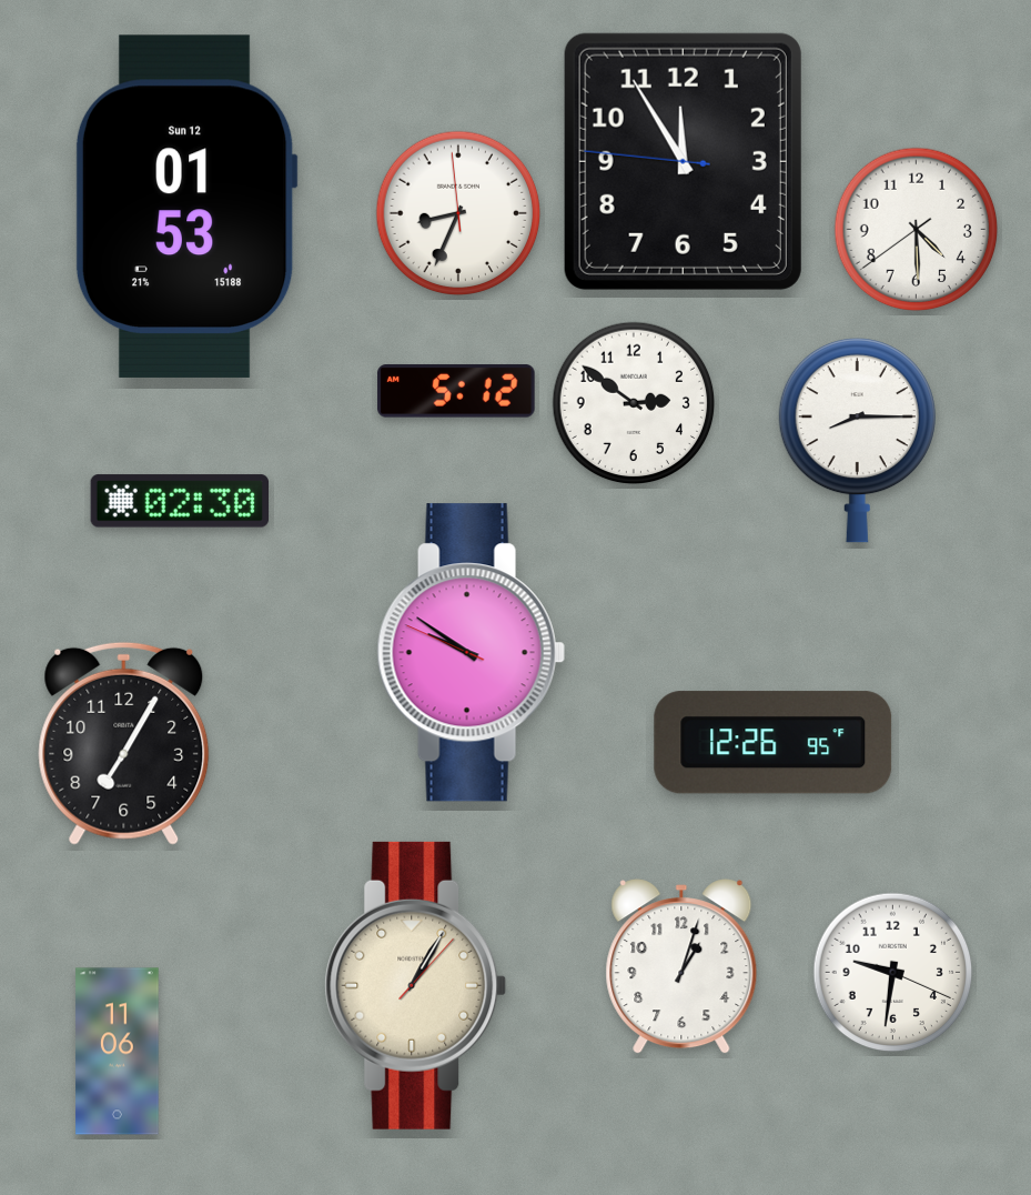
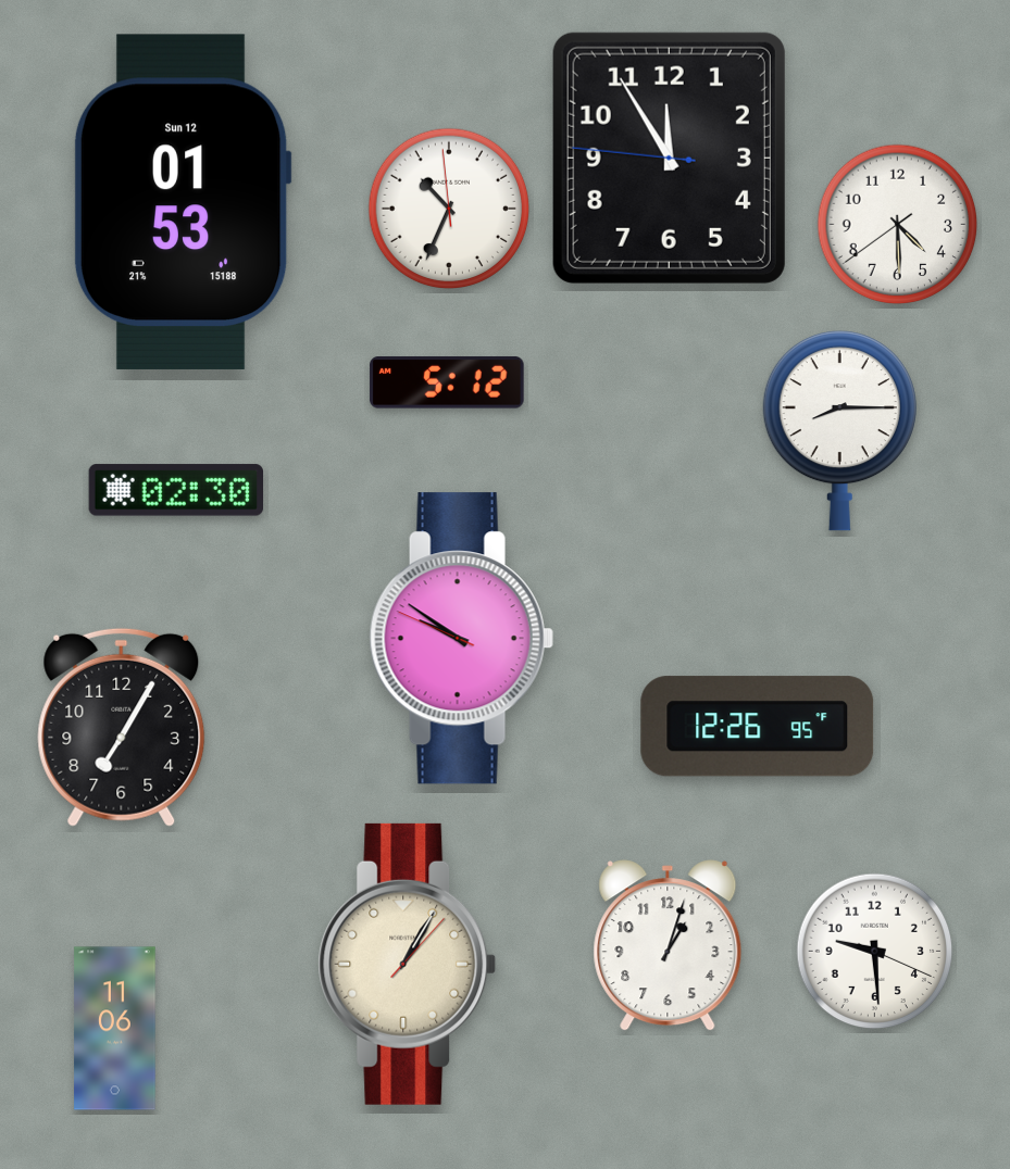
clock at (458, 213): 8:33 -> 10:33
clock at (634, 403): 2:51 -> none
clock at (893, 973): 9:31 -> 9:29
